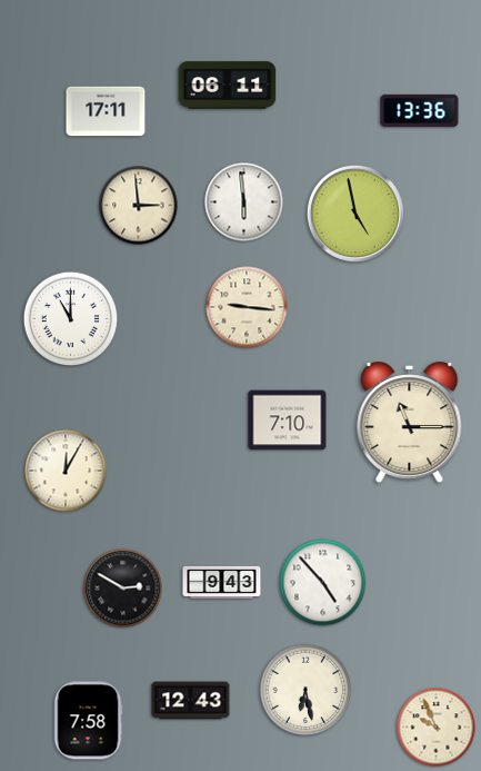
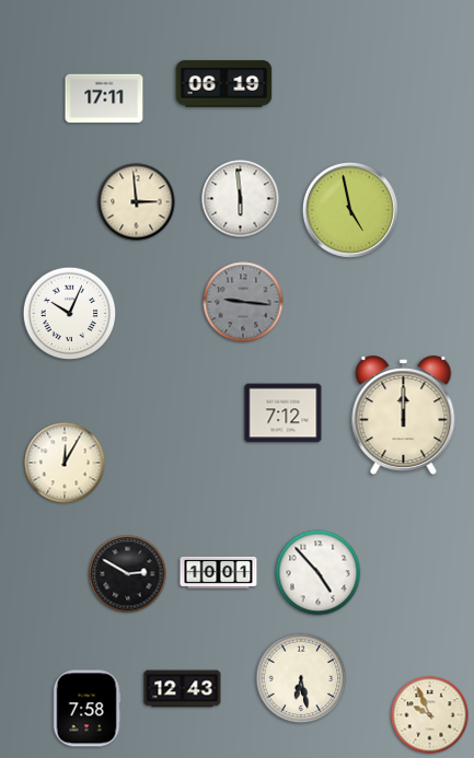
clock at (228, 86): 06:11 -> 06:19
clock at (420, 110): 13:36 -> none
clock at (106, 111) position: (106, 111) -> (104, 98)
clock at (247, 307) dial: cream -> grey
clock at (71, 319): 11:00 -> 10:04
clock at (288, 421): 7:10 -> 7:12
clock at (410, 423): 11:15 -> 12:00
clock at (222, 582): 9:43 -> 10:01
clock at (123, 589) position: (123, 589) -> (128, 574)
clock at (191, 701) position: (191, 701) -> (183, 689)
